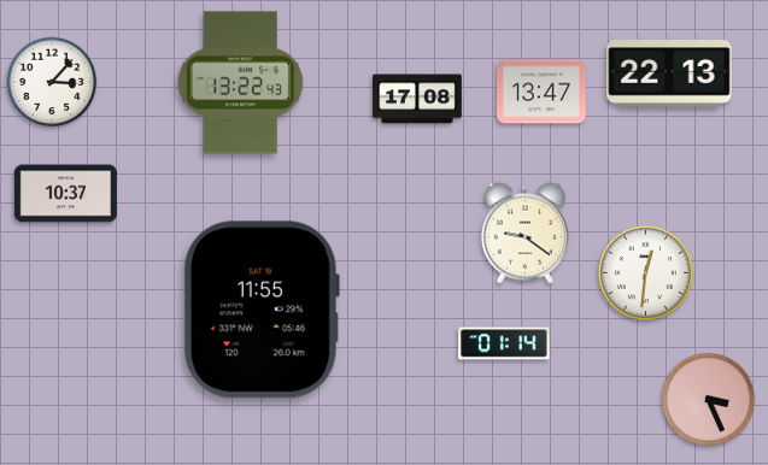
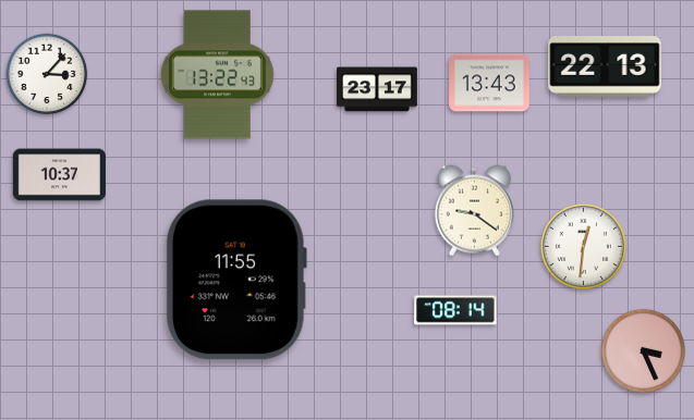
clock at (543, 92): 13:47 -> 13:43
clock at (418, 99): 17:08 -> 23:17
clock at (504, 343): 01:14 -> 08:14
clock at (708, 399) position: (708, 399) -> (643, 350)
